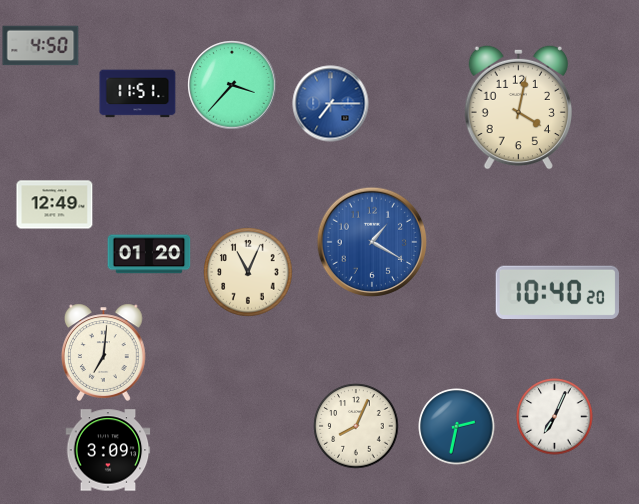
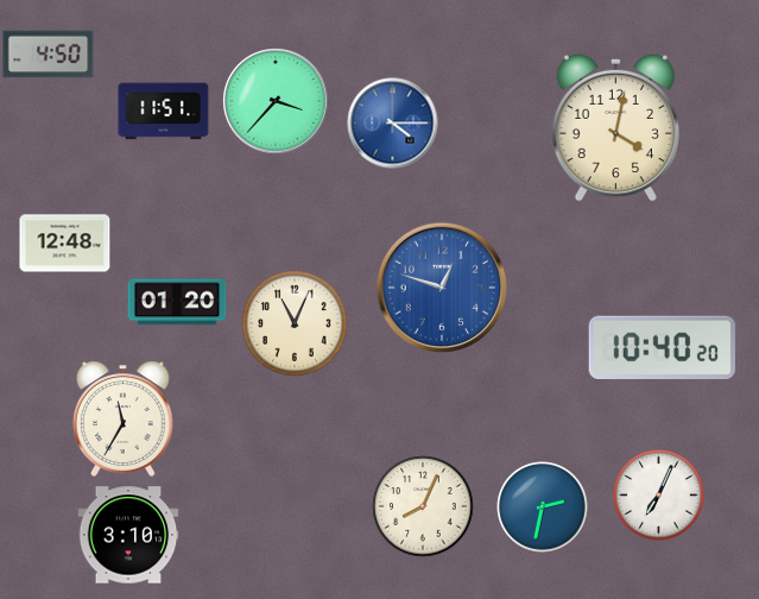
clock at (331, 104): 7:15 -> 4:15
clock at (55, 205): 12:49 -> 12:48
clock at (372, 242): 1:20 -> 12:48
clock at (104, 352): 7:01 -> 11:35
clock at (108, 450): 3:09 -> 3:10
